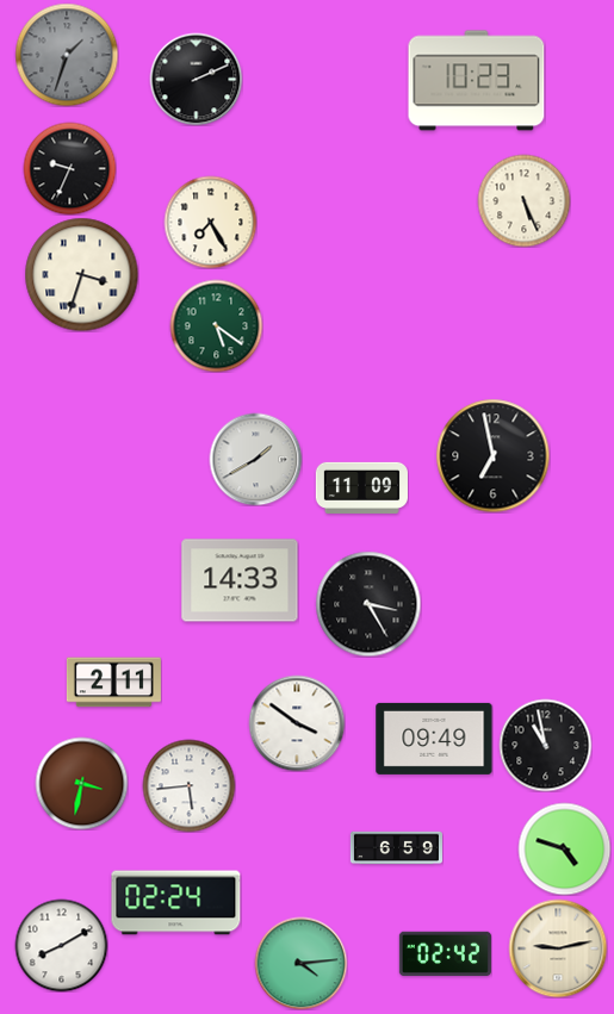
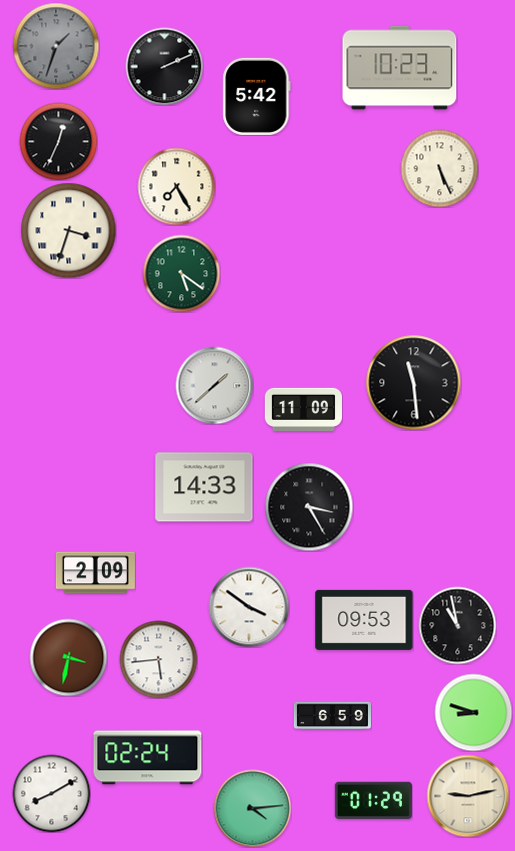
clock at (257, 96): none -> 5:42
clock at (69, 168): 9:34 -> 12:34
clock at (492, 455): 6:58 -> 11:29
clock at (255, 459): 1:40 -> 1:38
clock at (240, 580) position: (240, 580) -> (204, 487)
clock at (113, 683): 2:11 -> 2:09
clock at (434, 739): 09:49 -> 09:53
clock at (396, 848) position: (396, 848) -> (332, 716)
clock at (564, 848): 4:48 -> 8:48
clock at (445, 953): 02:42 -> 01:29
